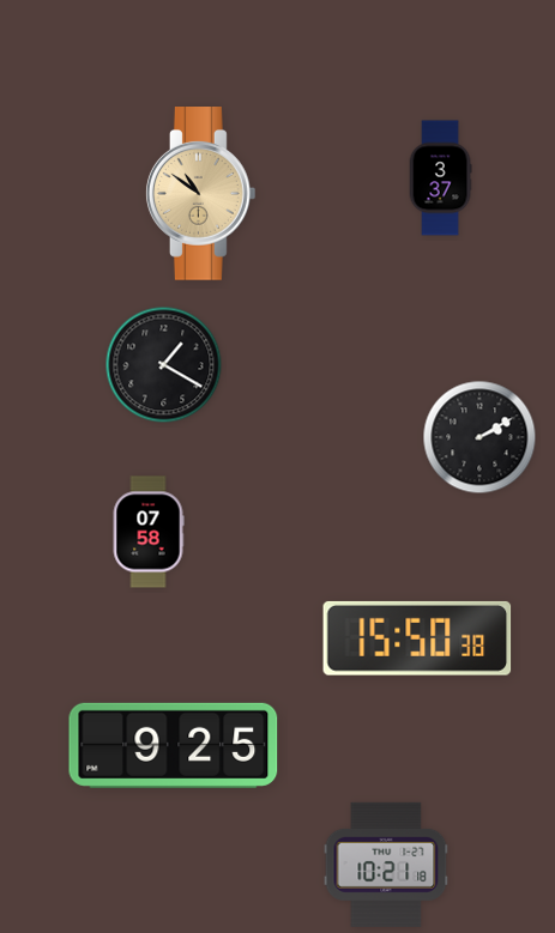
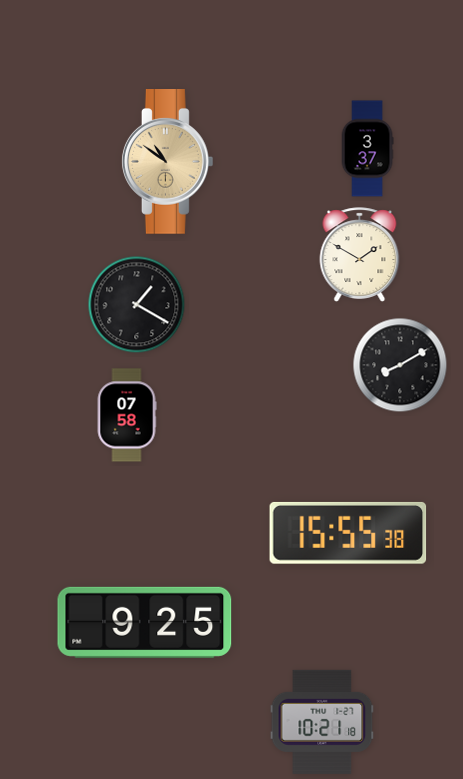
clock at (360, 255): none -> 1:50
clock at (479, 437): 2:10 -> 8:10
clock at (149, 532) position: (149, 532) -> (127, 415)
clock at (417, 638): 15:50 -> 15:55
